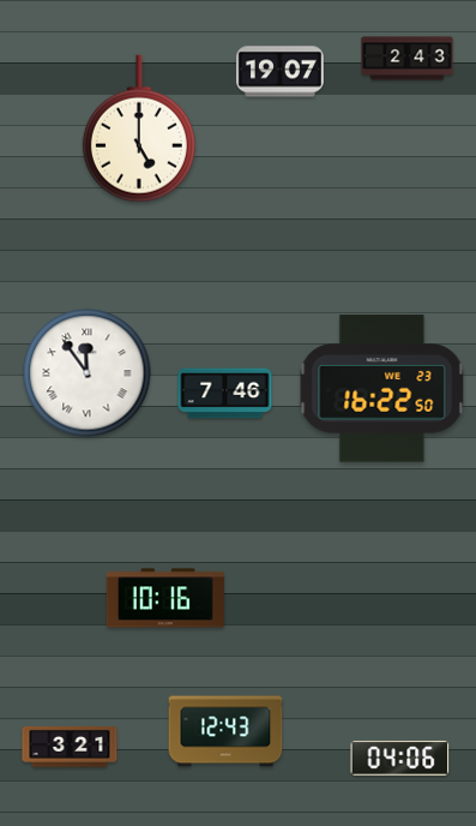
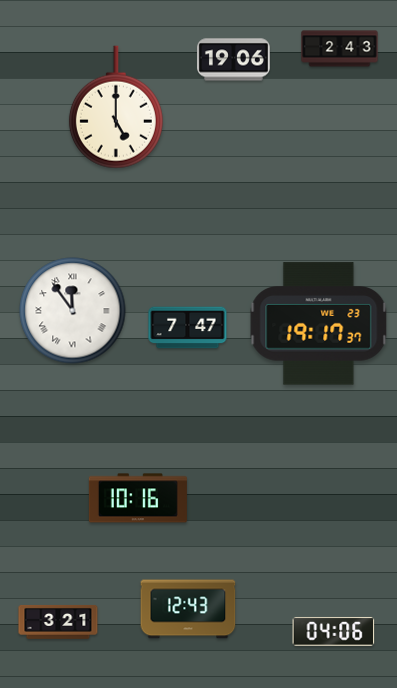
clock at (279, 72): 19:07 -> 19:06
clock at (382, 389): 16:22 -> 19:17
clock at (225, 394): 7:46 -> 7:47
